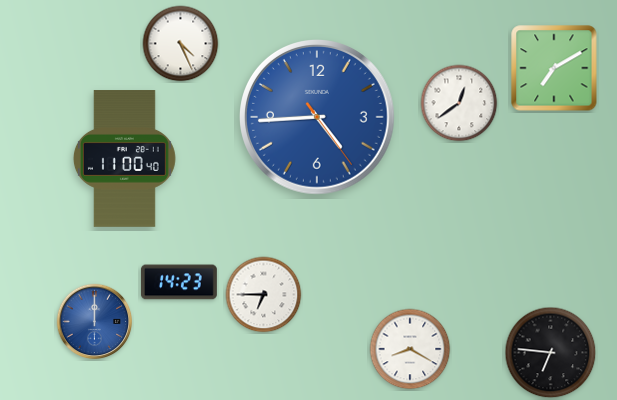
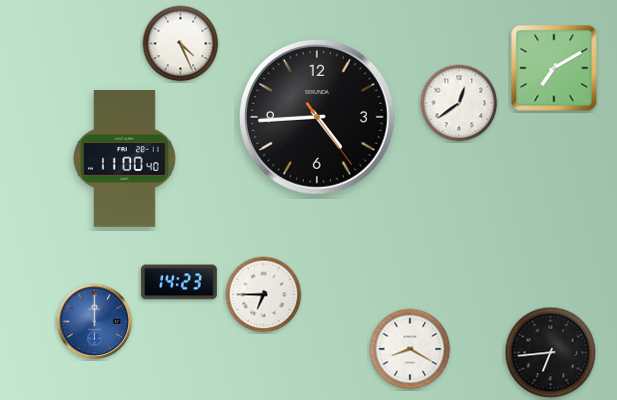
clock at (318, 118) dial: blue -> black
clock at (551, 353): 6:46 -> 6:44
